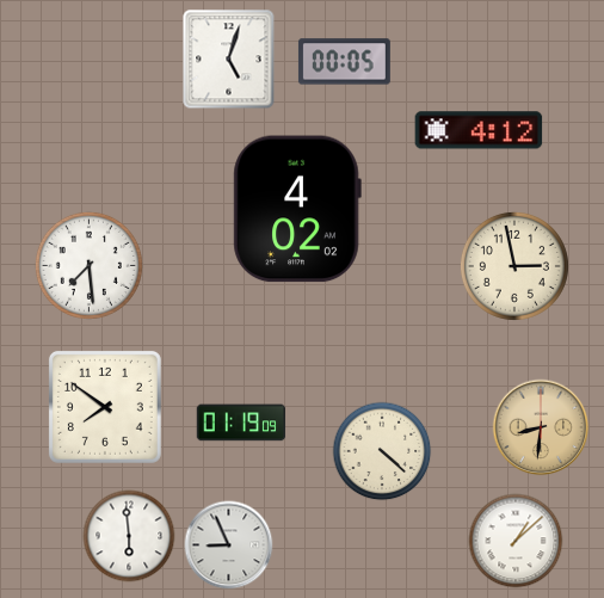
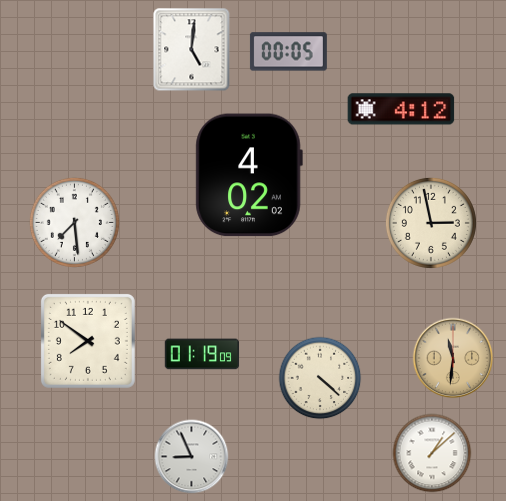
clock at (229, 60): 5:03 -> 5:01
clock at (541, 427): 8:31 -> 11:31
clock at (129, 536): 5:59 -> none
